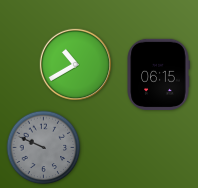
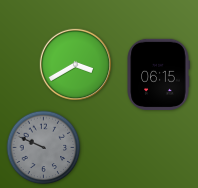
clock at (75, 64): 10:40 -> 3:40
